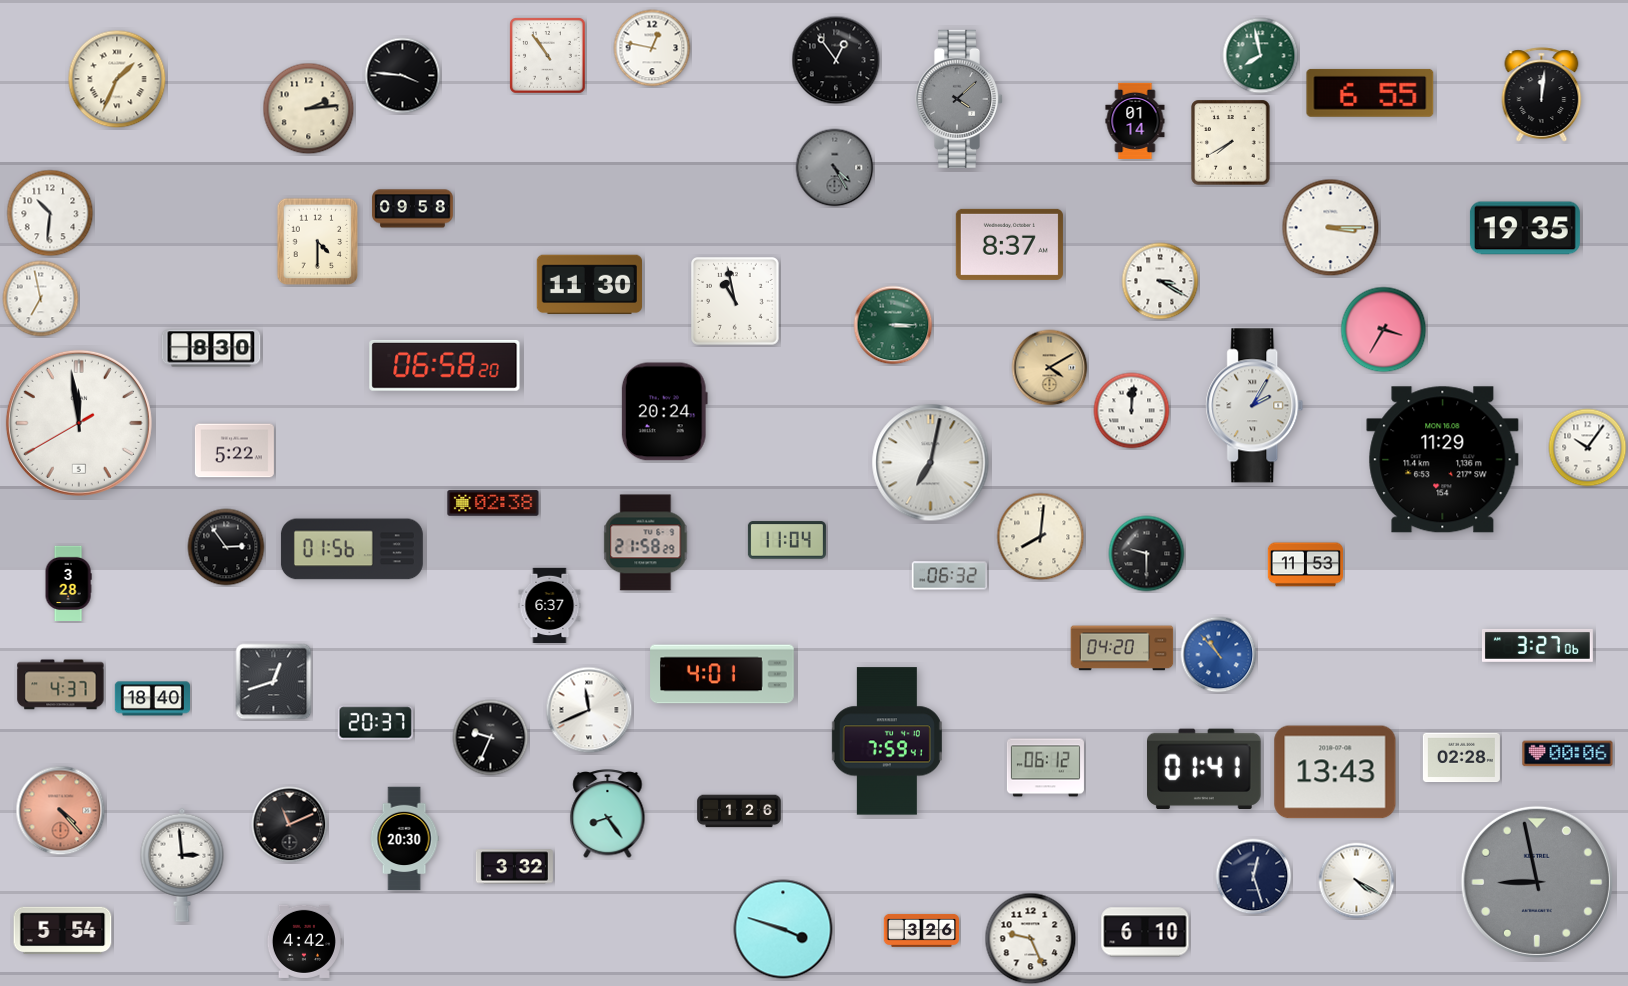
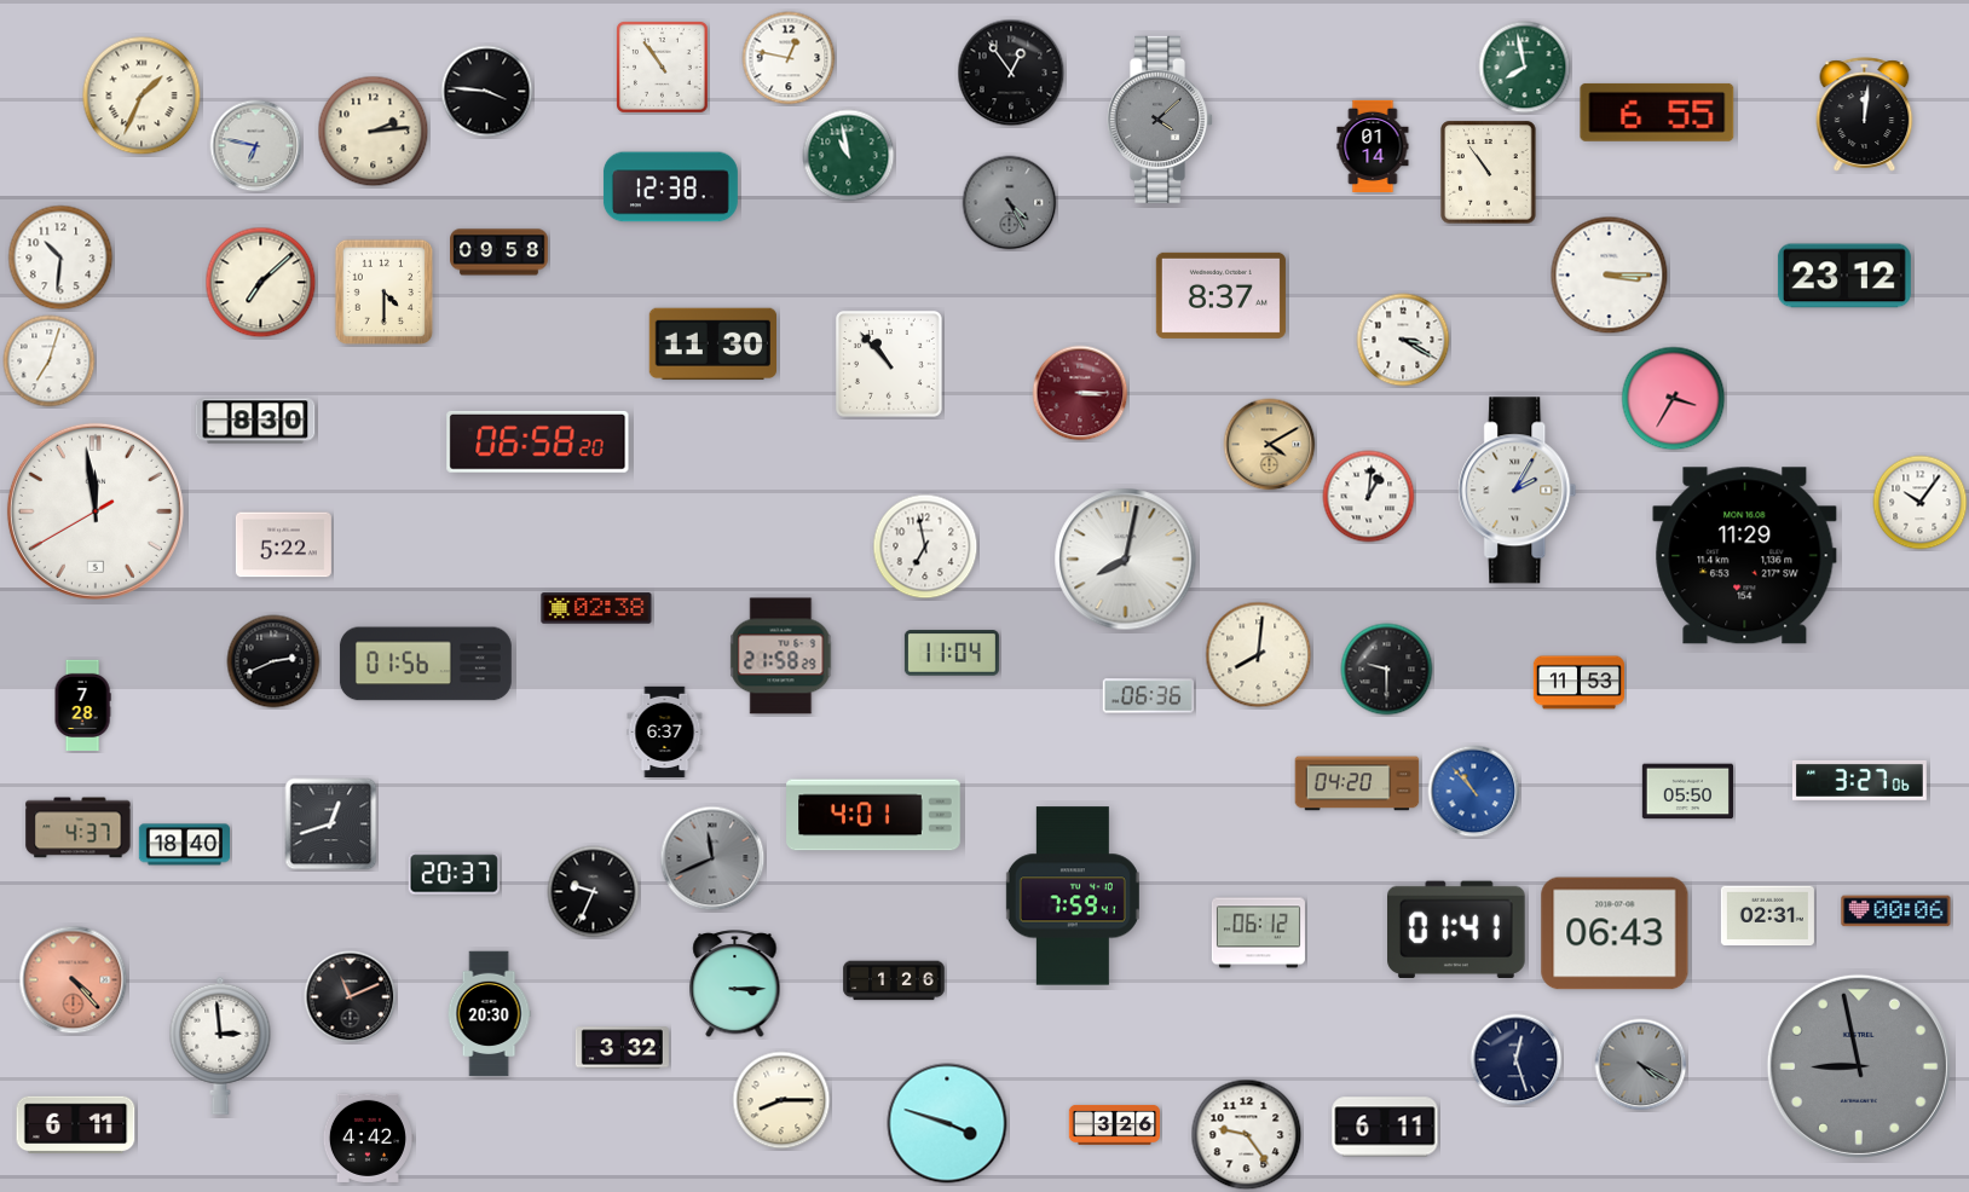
clock at (256, 146): none -> 6:47
clock at (849, 156): none -> 10:58
clock at (1231, 143): 7:40 -> 10:54
clock at (670, 187): none -> 12:38
clock at (1525, 228): 19:35 -> 23:12
clock at (261, 283): none -> 7:08
clock at (41, 299): 6:58 -> 7:03
clock at (736, 302): 10:58 -> 10:53
clock at (893, 325) dial: green -> burgundy
clock at (1132, 411): 12:01 -> 1:01
clock at (664, 412): 20:24 -> none
clock at (1588, 448) position: (1588, 448) -> (1921, 503)
clock at (925, 546): none -> 6:58
clock at (931, 463): 7:02 -> 8:02
clock at (1041, 537) position: (1041, 537) -> (1259, 655)
clock at (226, 547): 2:54 -> 2:41
clock at (949, 576): 06:32 -> 06:36
clock at (68, 583): 3:28 -> 7:28
clock at (1687, 792): none -> 05:50
clock at (61, 685) position: (61, 685) -> (79, 828)
clock at (589, 710) dial: white -> grey
clock at (1461, 758): 02:28 -> 02:31
clock at (1045, 768) position: (1045, 768) -> (1258, 933)
clock at (1335, 772): 13:43 -> 06:43
clock at (608, 815): 8:24 -> 3:15
clock at (1357, 881) dial: white -> grey
clock at (781, 1100): none -> 8:15
clock at (63, 931): 5:54 -> 6:11
clock at (1145, 932): 6:10 -> 6:11
clock at (1031, 939): 9:26 -> 9:24
